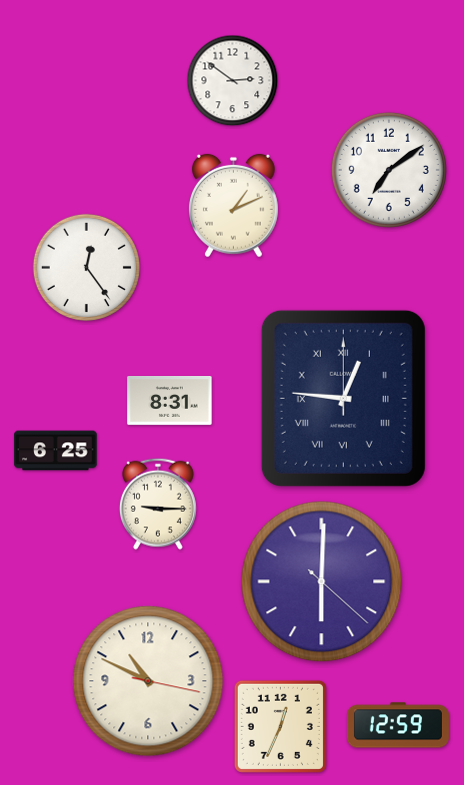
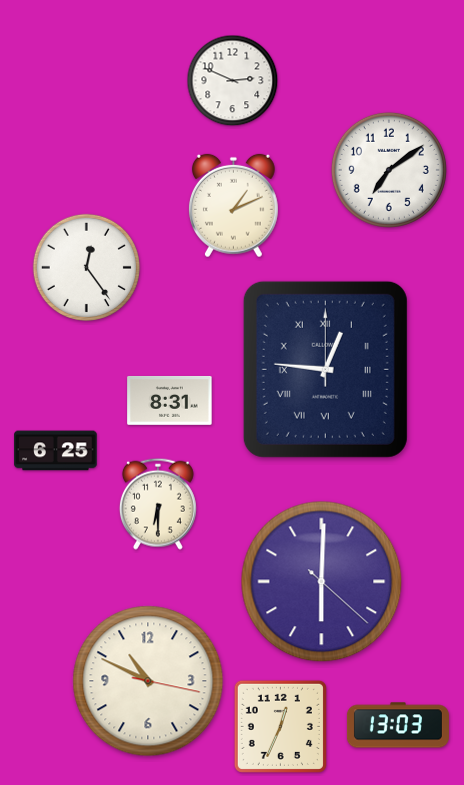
clock at (233, 81): 2:51 -> 2:49
clock at (343, 398) position: (343, 398) -> (325, 369)
clock at (158, 504): 9:15 -> 6:30
clock at (398, 725): 12:59 -> 13:03
